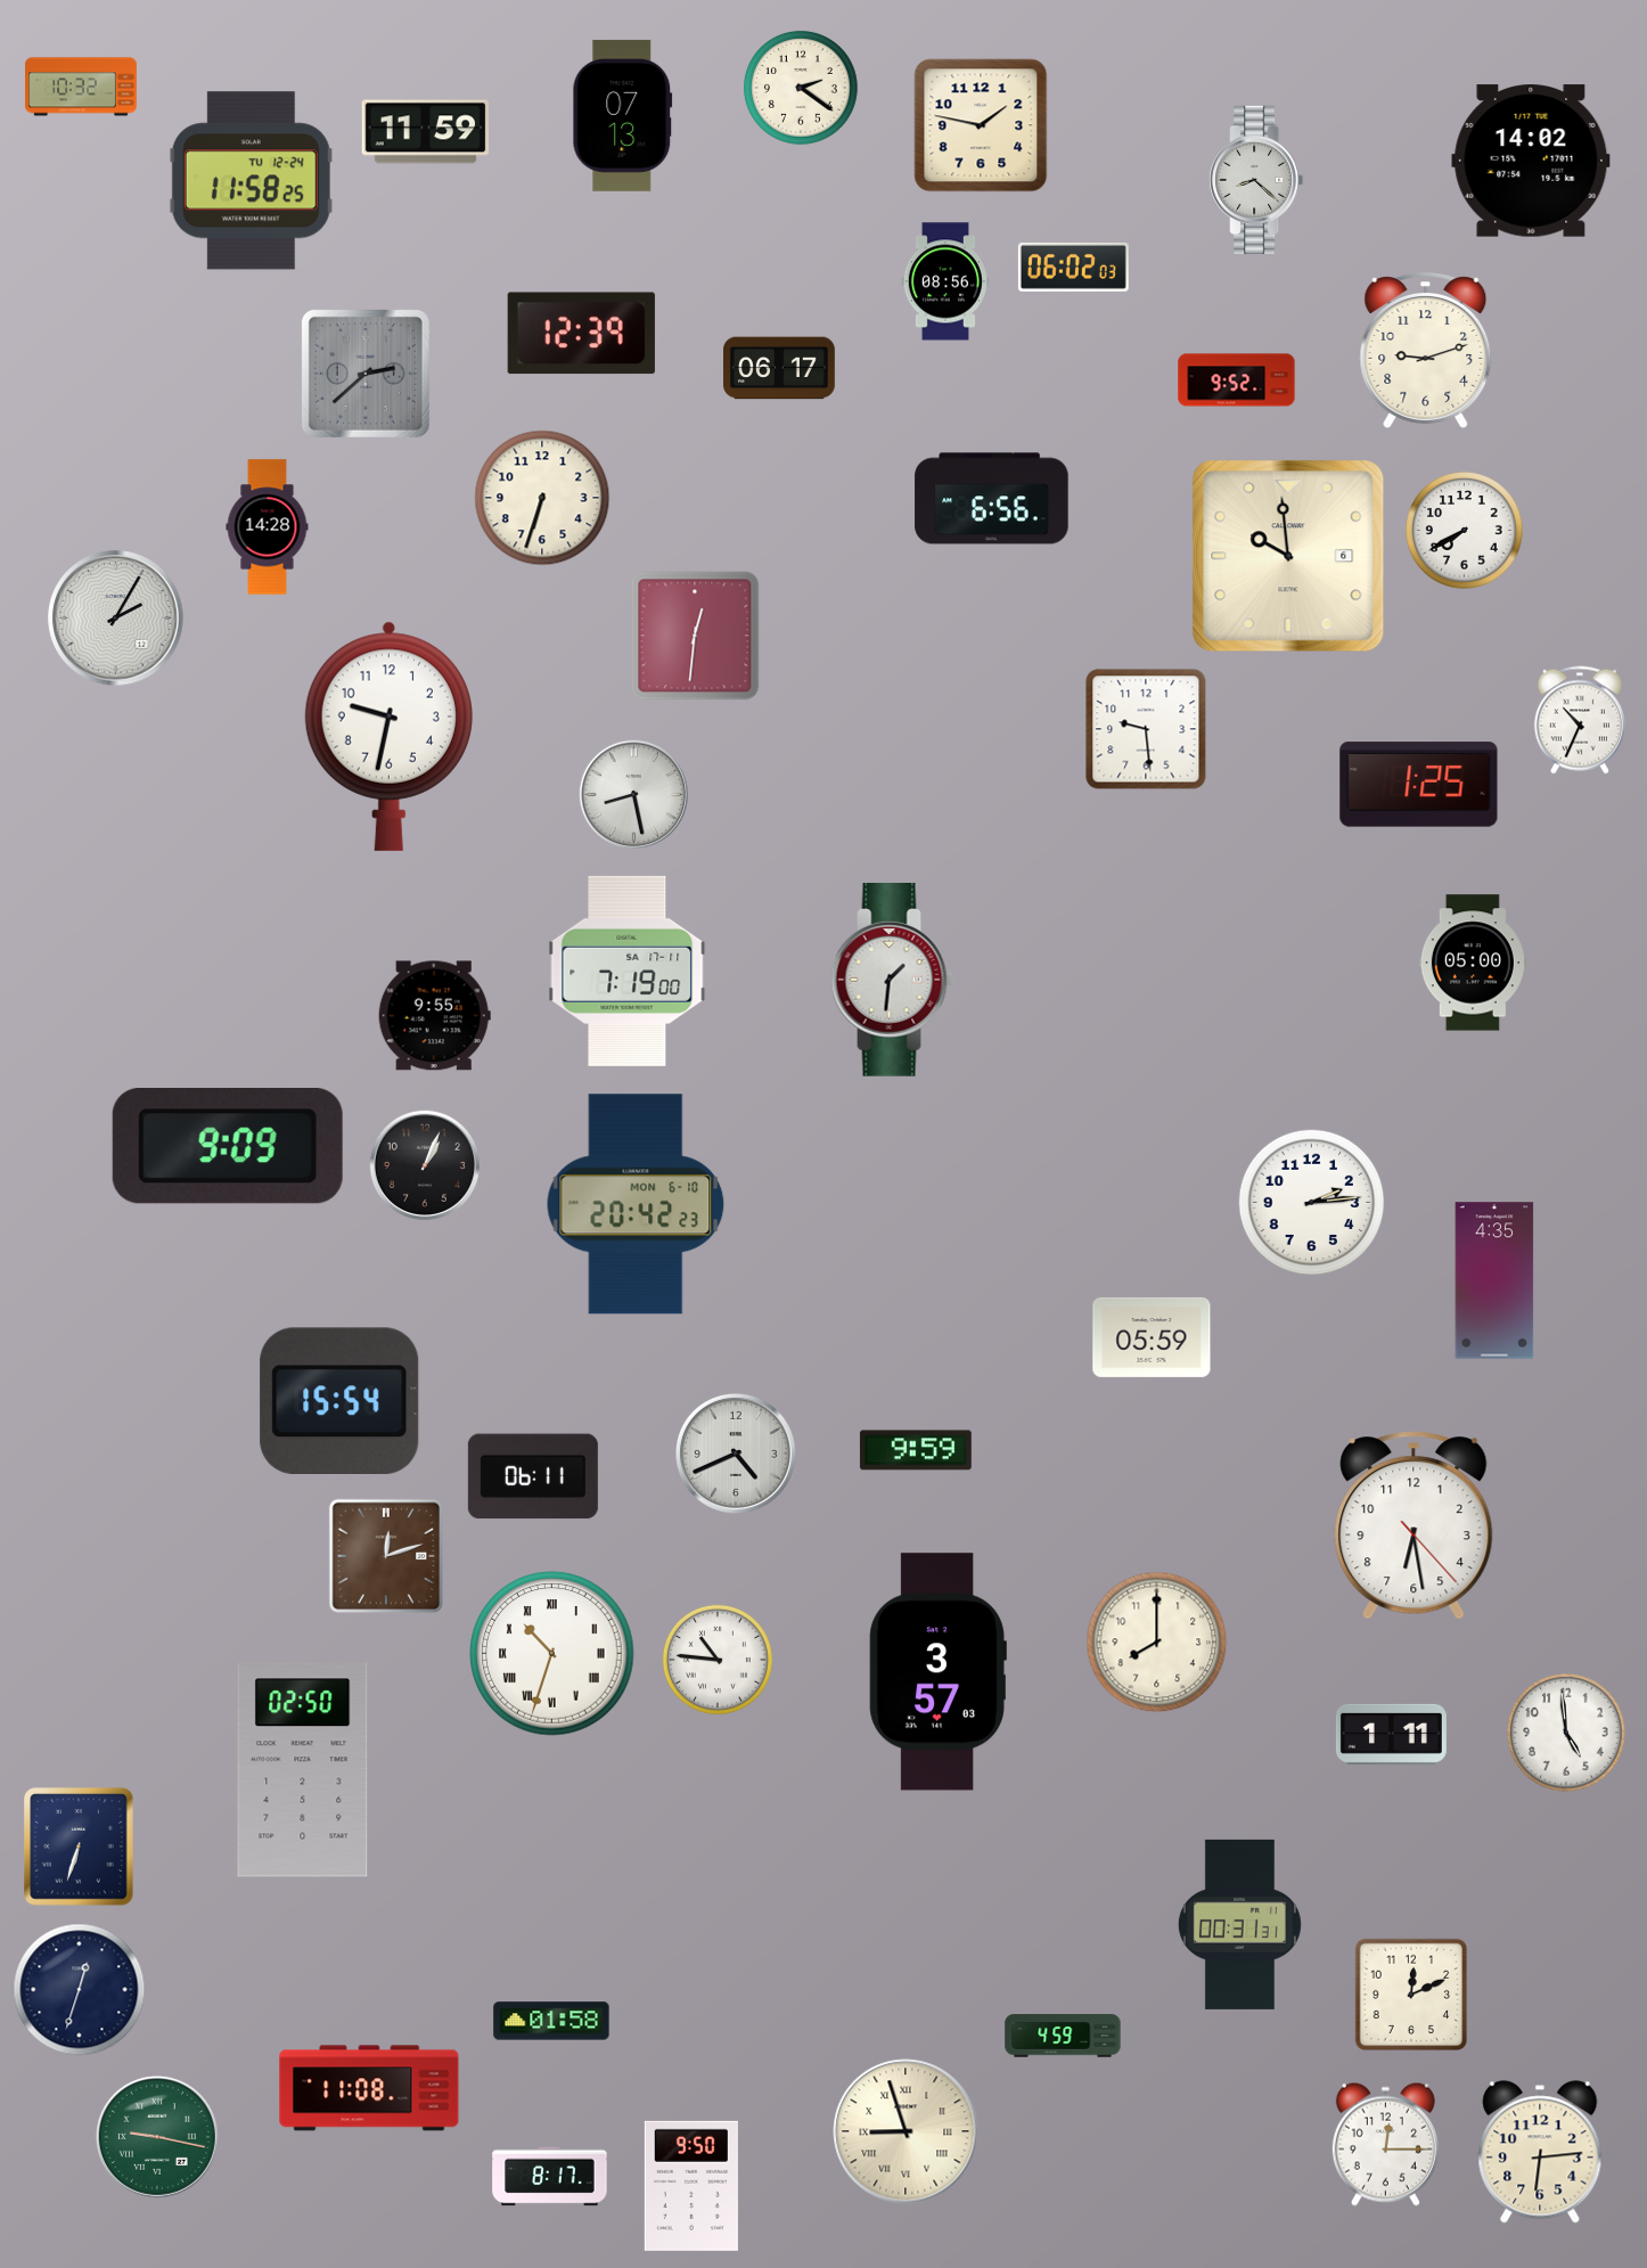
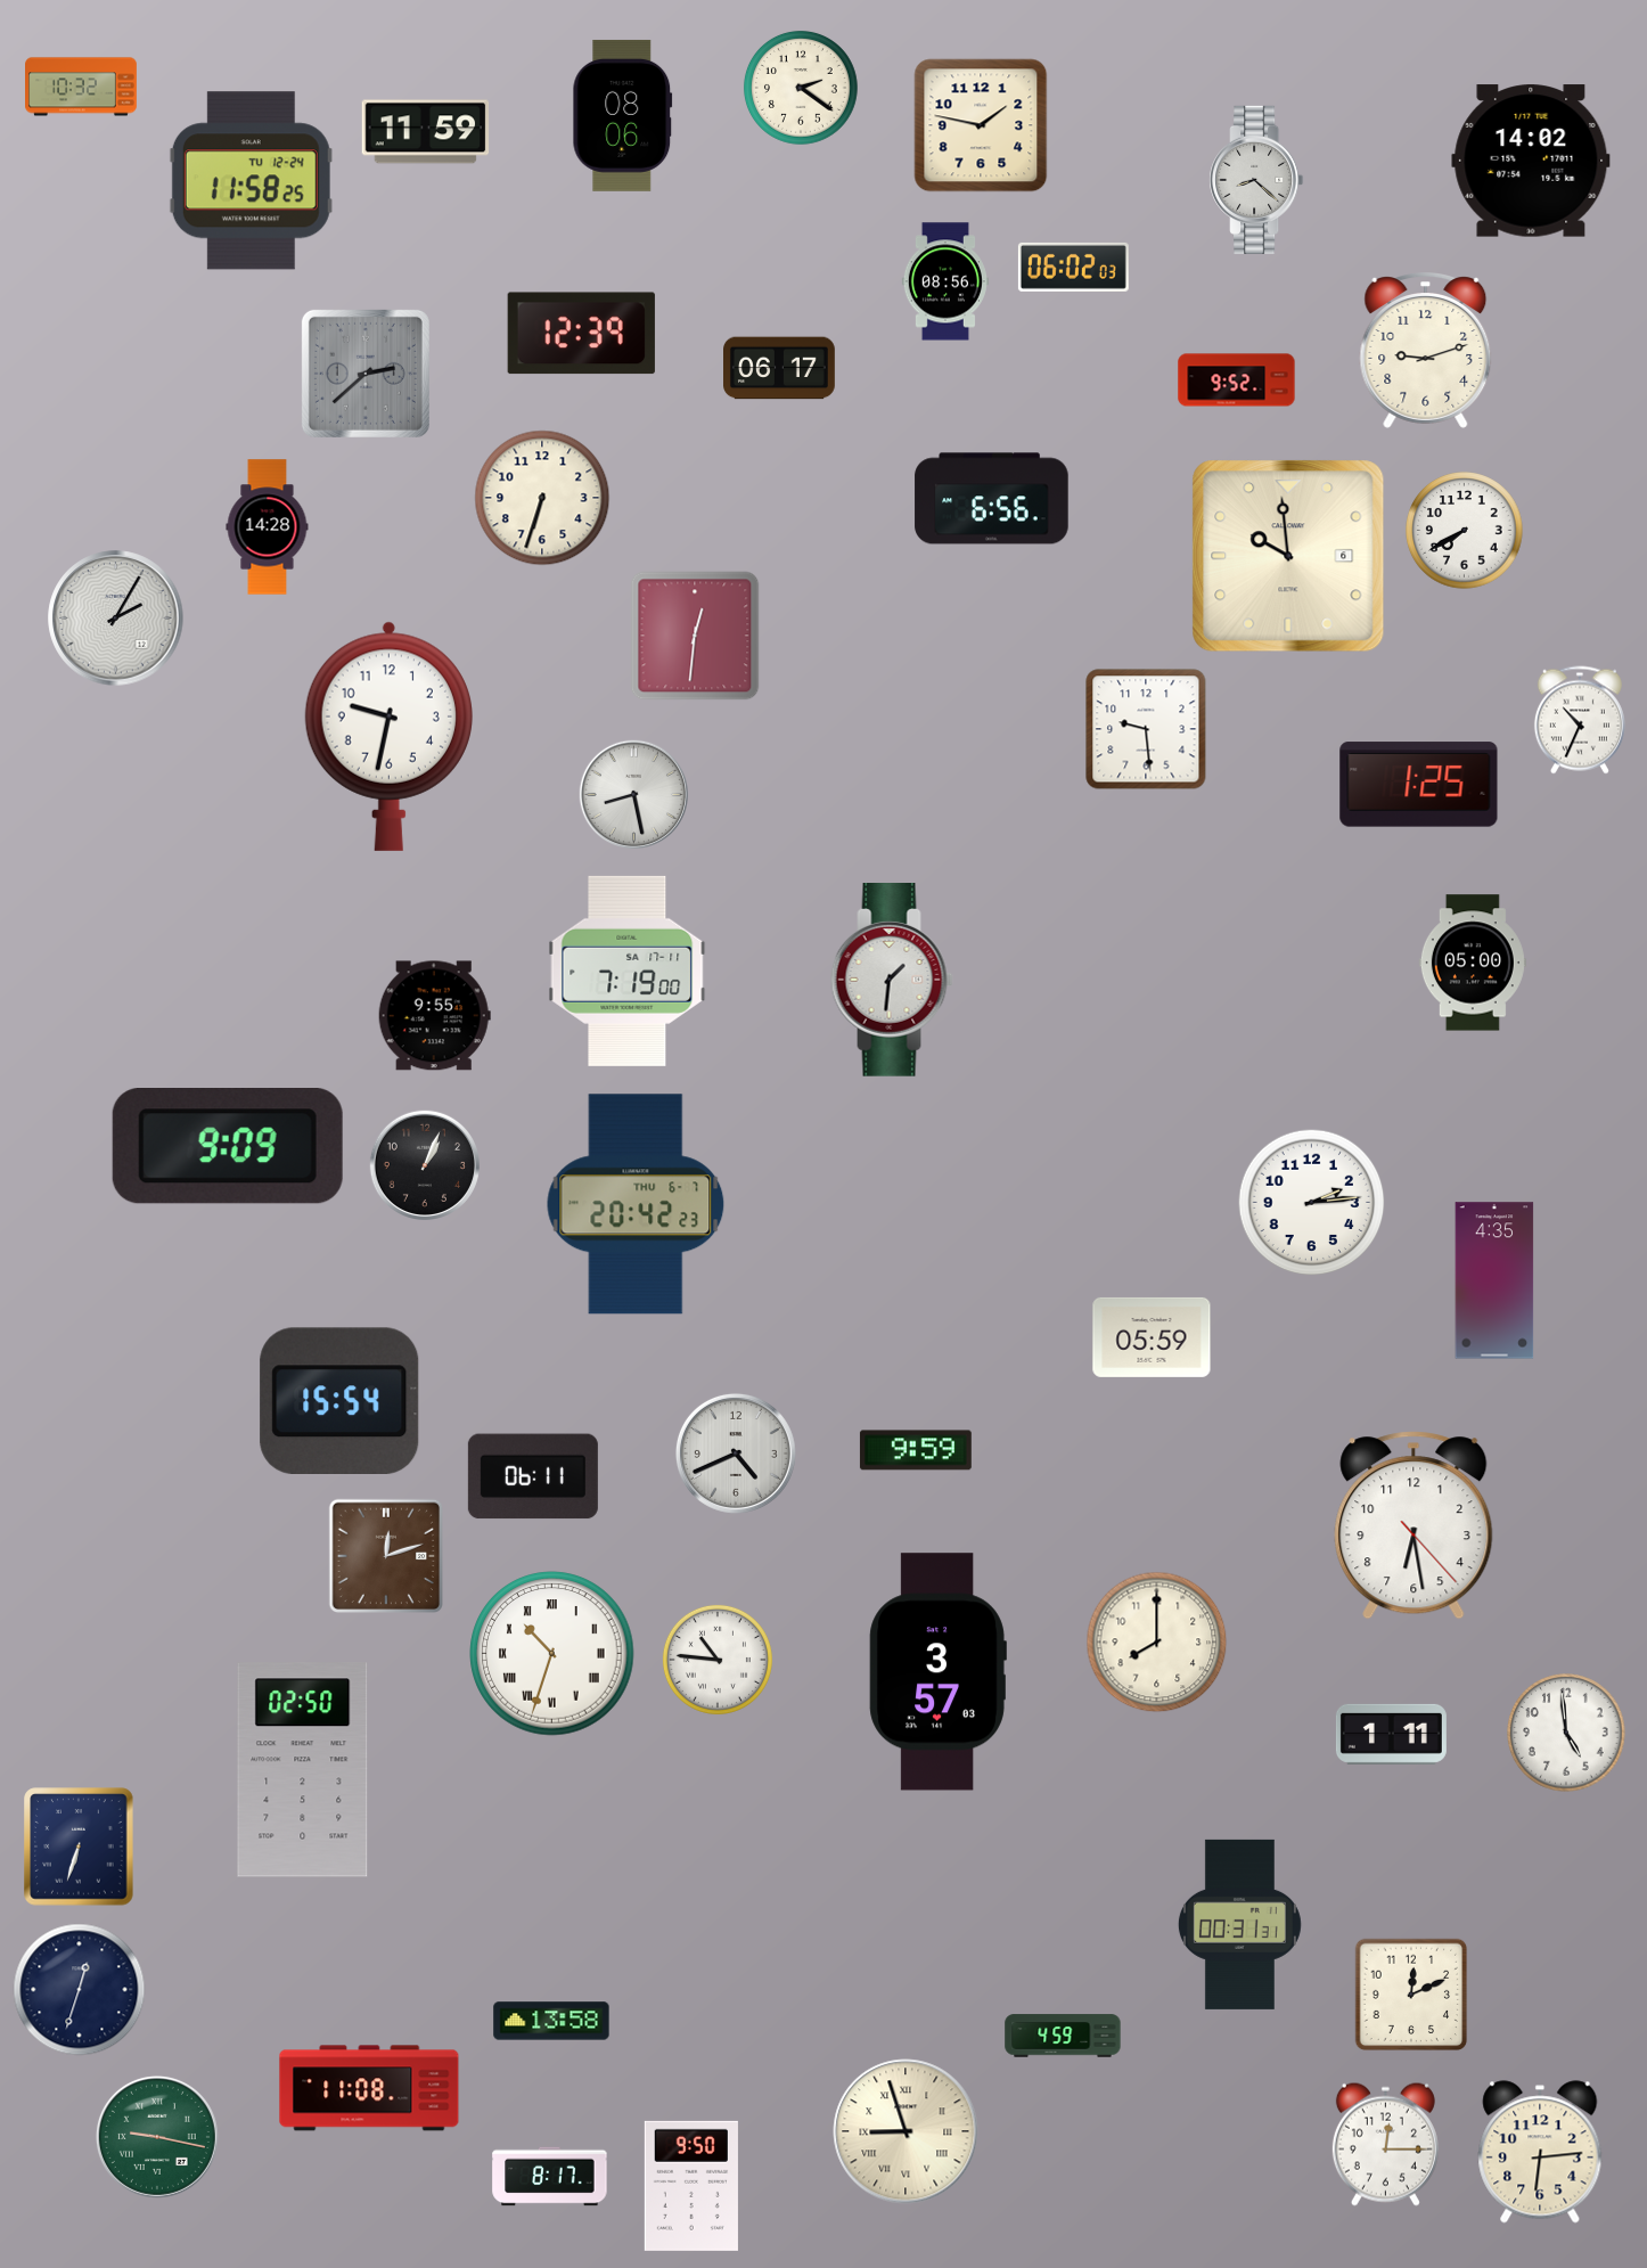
clock at (623, 115): 07:13 -> 08:06
clock at (636, 1204) date: MON 6-10 -> THU 6-7
clock at (551, 2021): 01:58 -> 13:58
